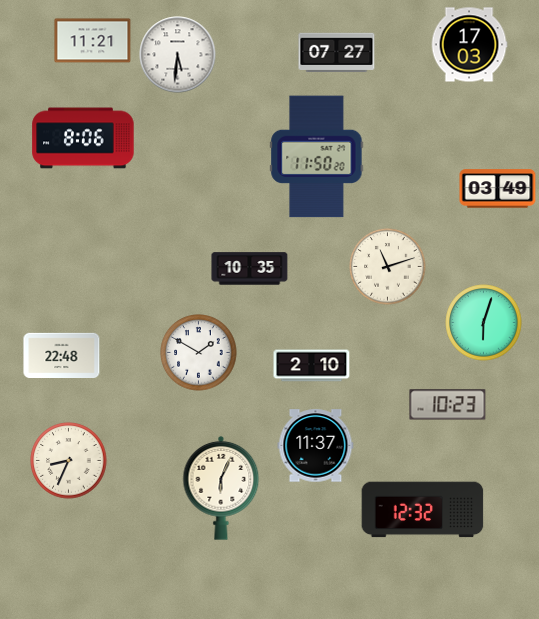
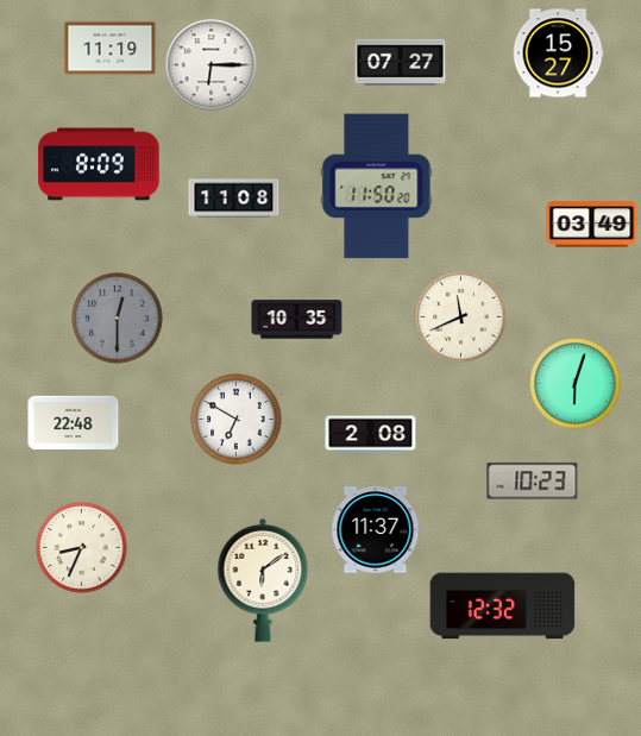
clock at (93, 41): 11:21 -> 11:19
clock at (469, 45): 17:03 -> 15:27
clock at (178, 55): 5:31 -> 6:15
clock at (83, 138): 8:06 -> 8:09
clock at (234, 199): none -> 11:08
clock at (388, 267): 11:12 -> 11:41
clock at (118, 319): none -> 12:30
clock at (199, 353): 1:50 -> 6:50
clock at (312, 366): 2:10 -> 2:08
clock at (221, 488): 6:04 -> 6:09
